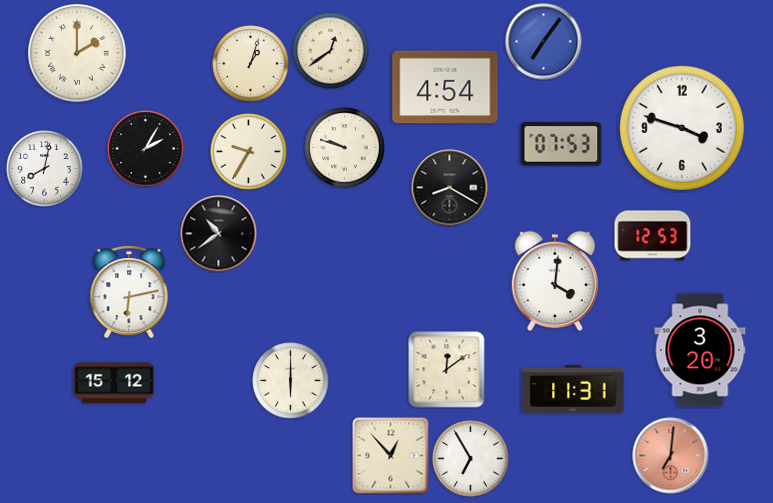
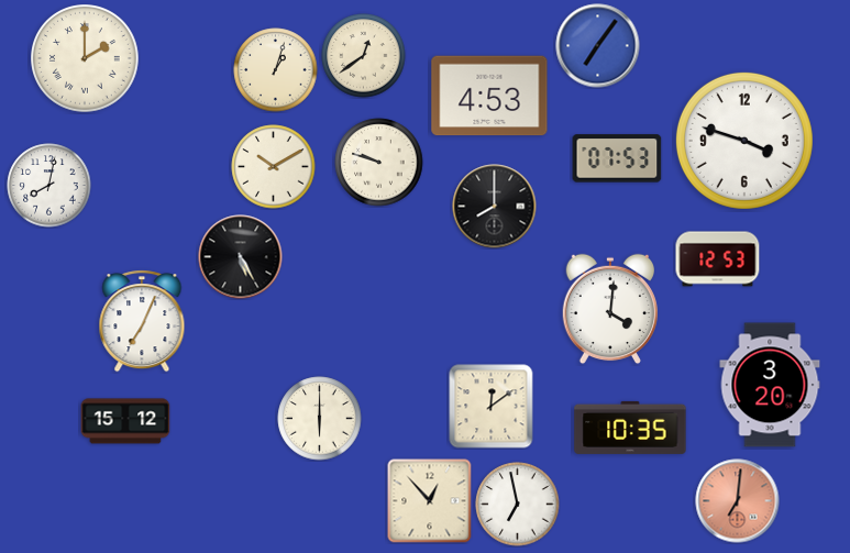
clock at (445, 87): 4:54 -> 4:53
clock at (682, 128) position: (682, 128) -> (744, 141)
clock at (146, 149): 2:05 -> none
clock at (249, 152): 9:35 -> 10:10
clock at (450, 188): 8:20 -> 8:00
clock at (219, 234): 10:39 -> 5:25
clock at (129, 292): 6:13 -> 7:04
clock at (573, 389): 11:31 -> 10:35
clock at (471, 459): 6:55 -> 6:58
